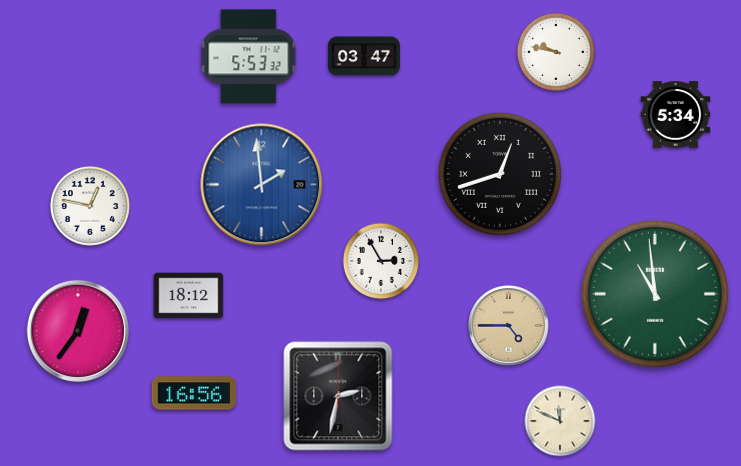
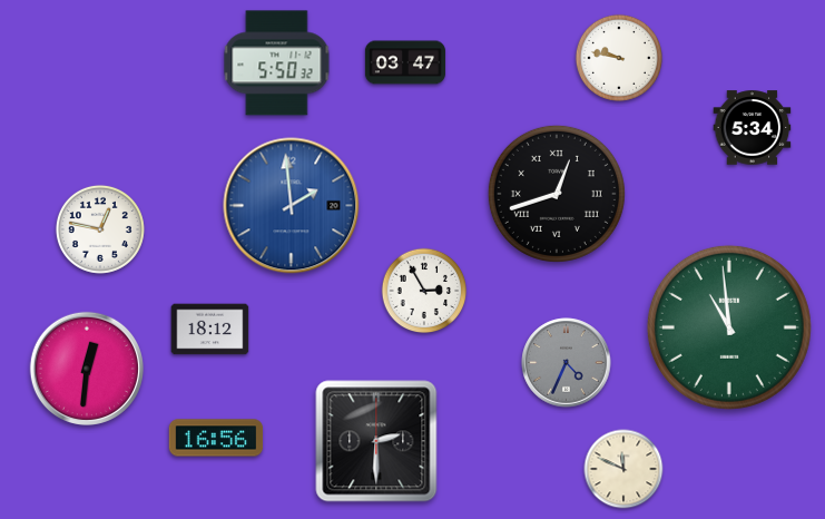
clock at (249, 57): 5:53 -> 5:50
clock at (509, 326): 4:45 -> 4:34
clock at (509, 326) dial: champagne -> grey
clock at (77, 330): 12:36 -> 12:31
clock at (338, 396): 2:32 -> 2:30
